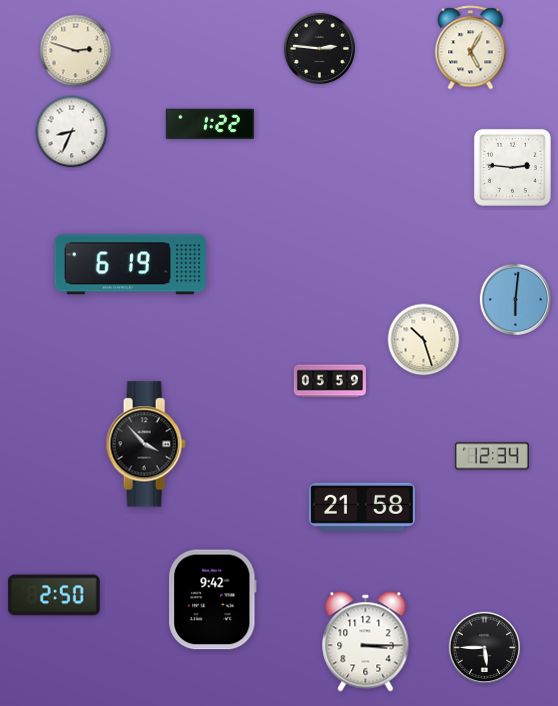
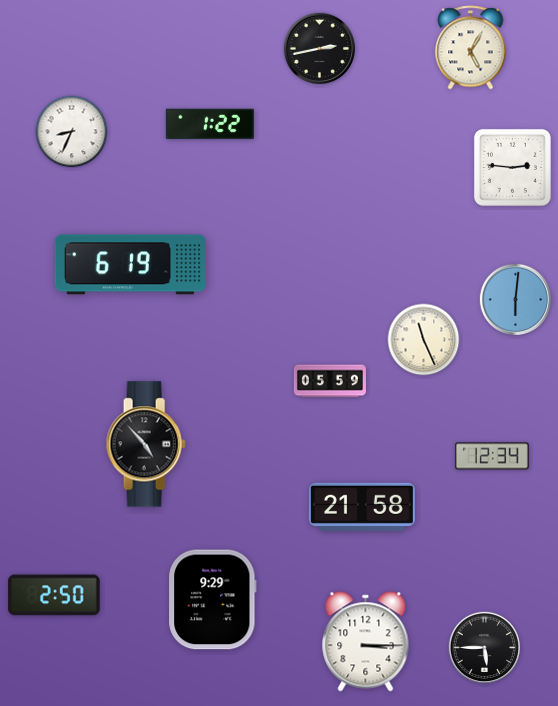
clock at (319, 48): 2:46 -> 2:43
clock at (76, 51): 2:48 -> none
clock at (424, 340): 10:27 -> 11:26
clock at (146, 444): 3:53 -> 4:53
clock at (213, 600): 9:42 -> 9:29
